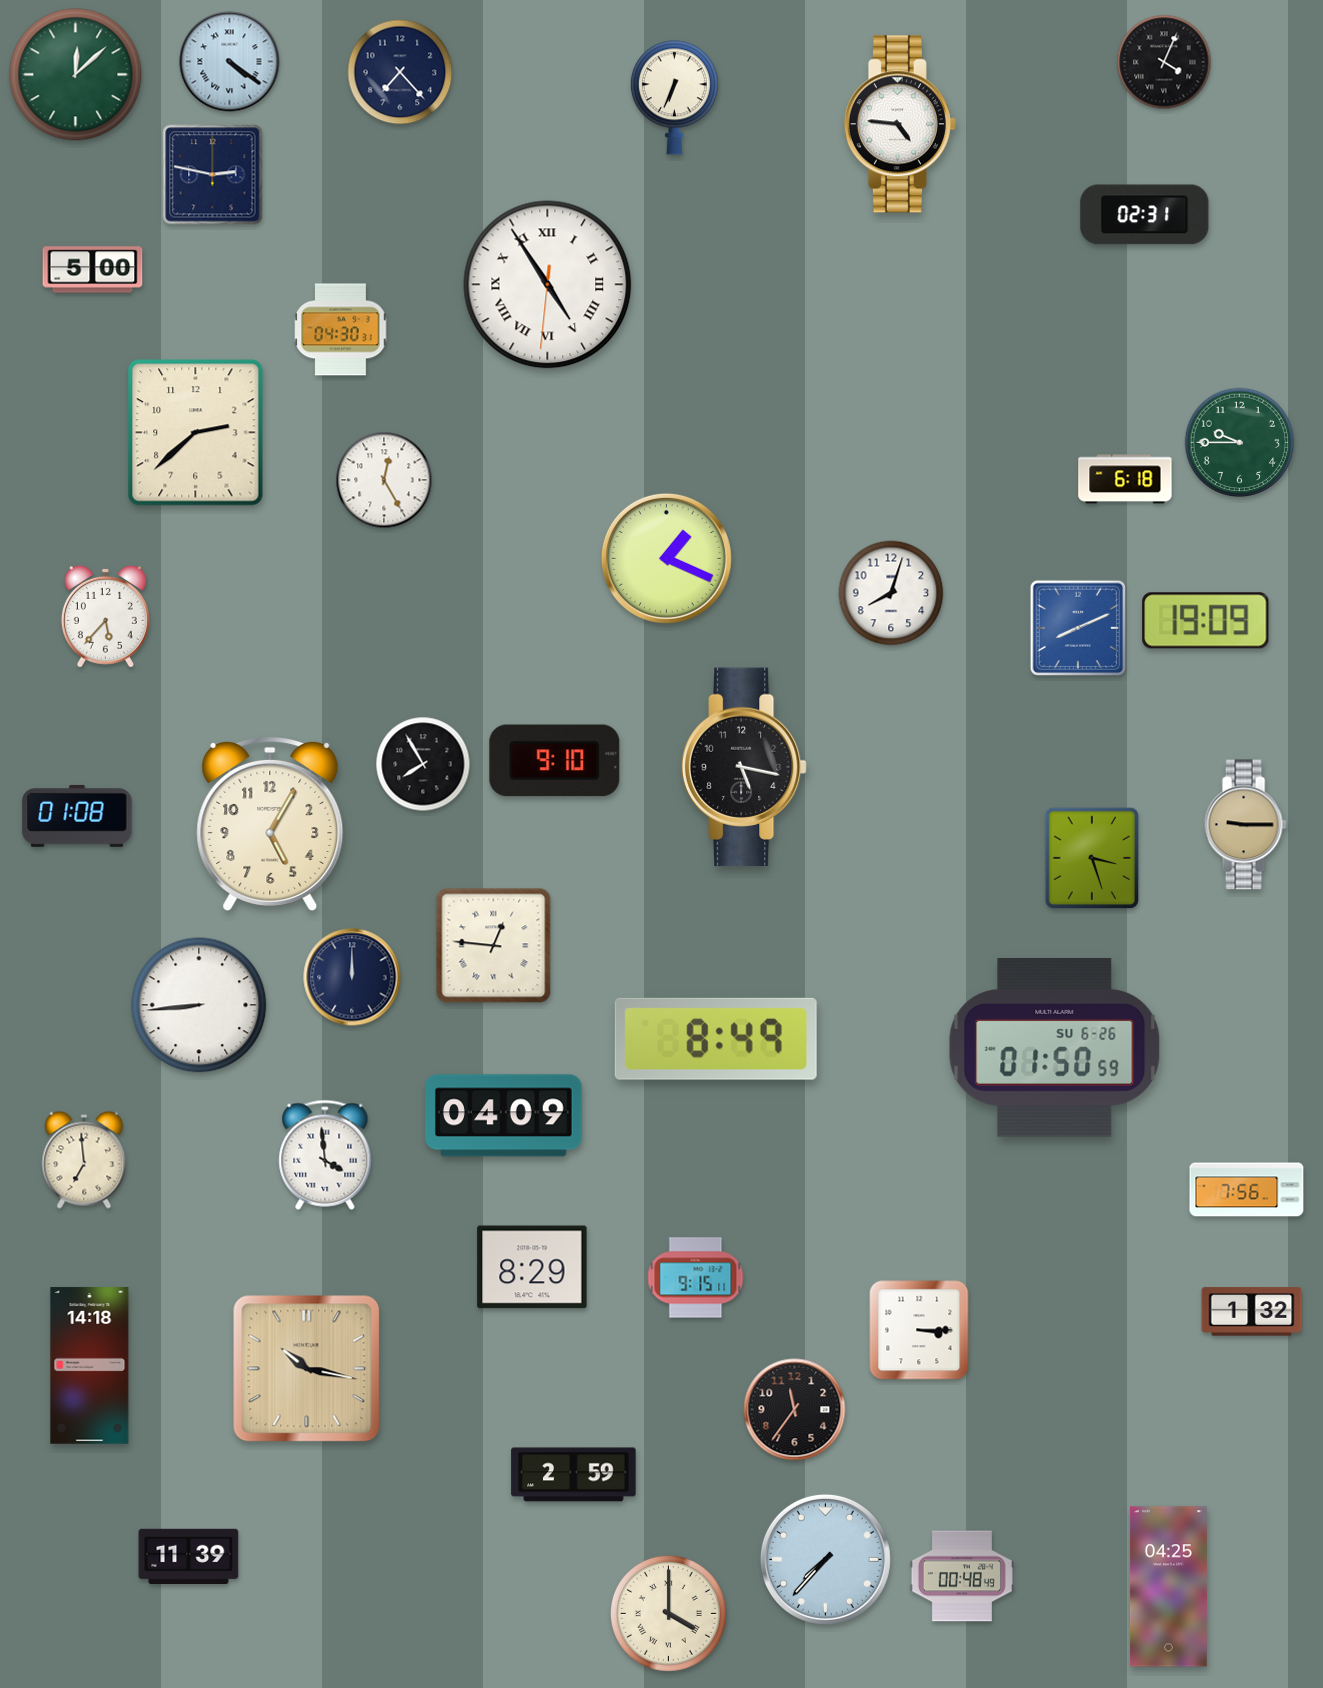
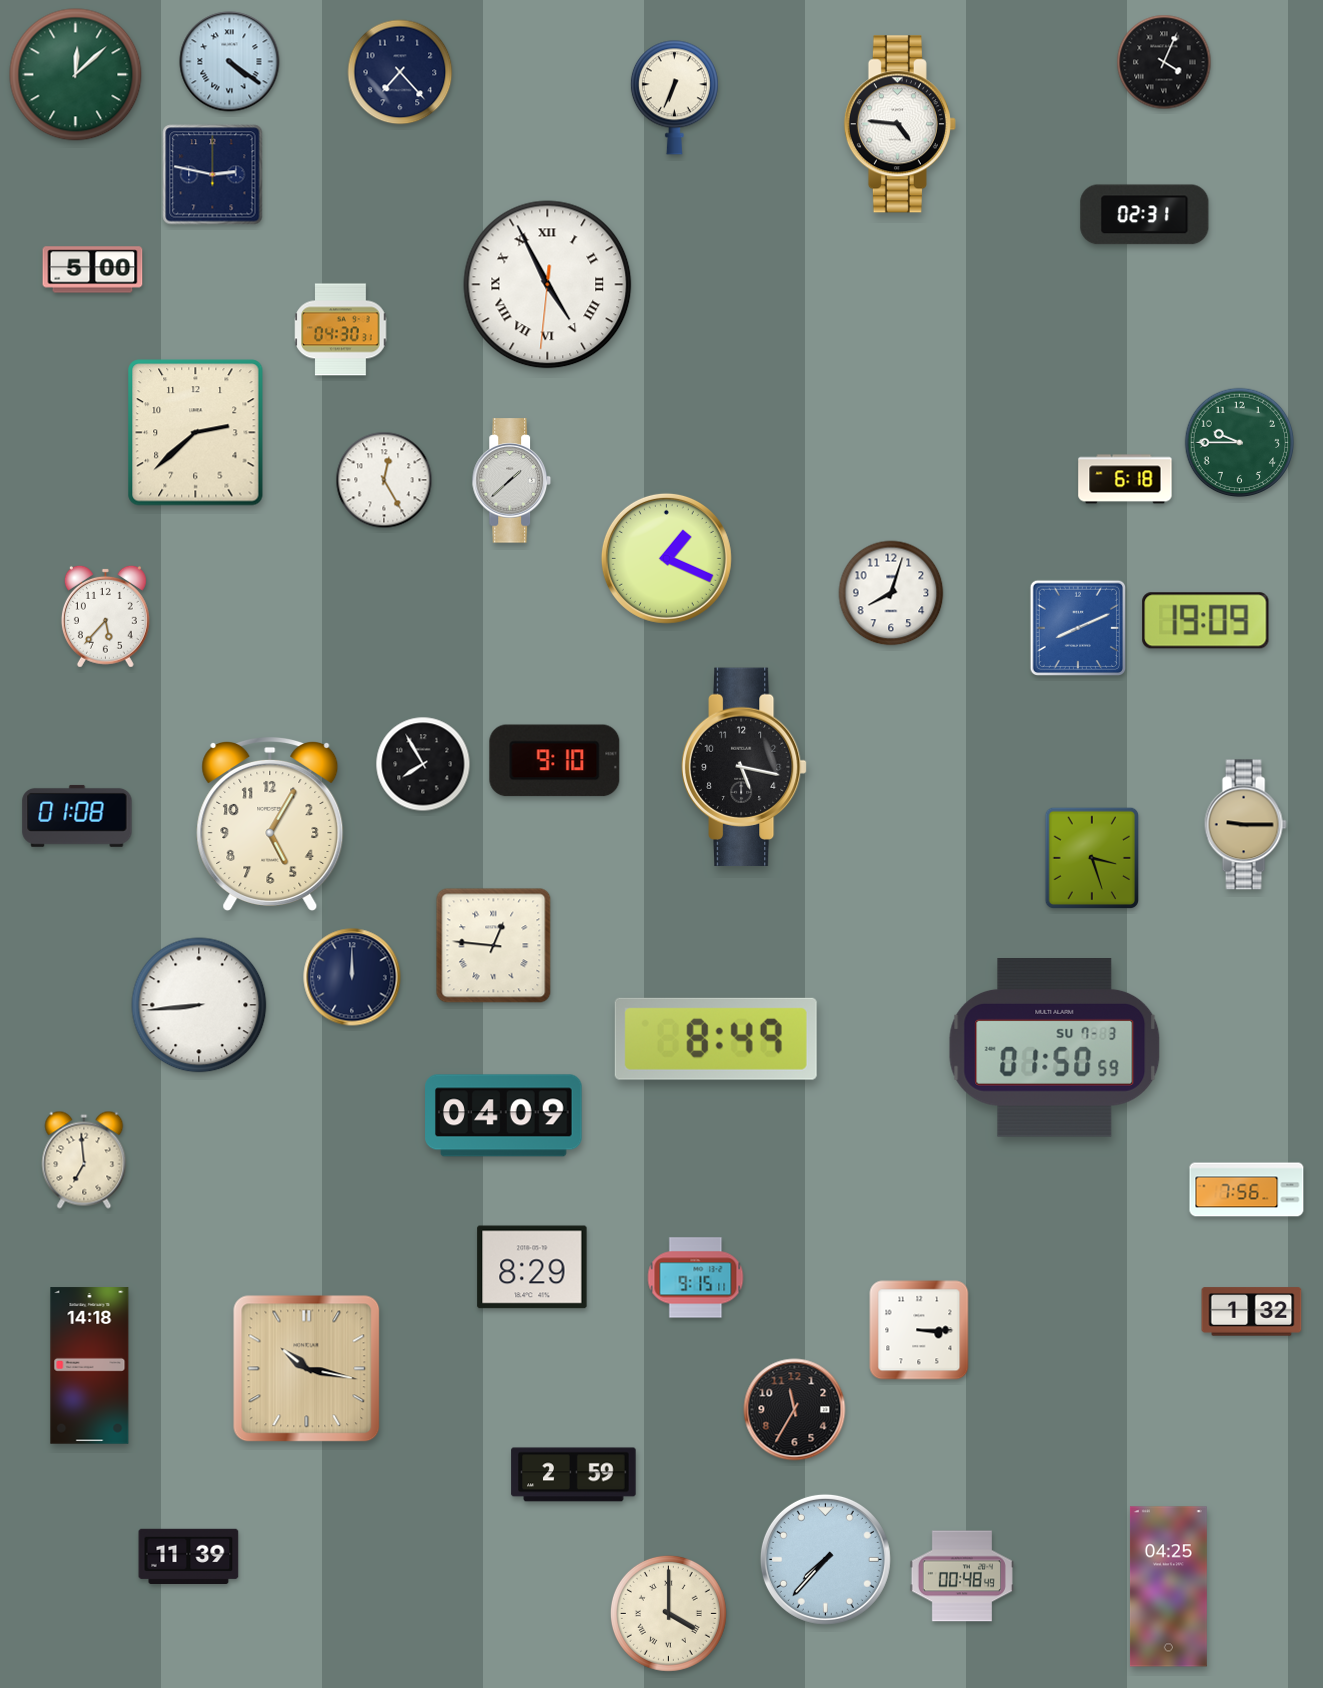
clock at (548, 285): 4:54 -> 4:55
clock at (512, 481): none -> 1:38
clock at (1055, 1048) date: SU 6-26 -> SU 7-3
clock at (325, 1155): 3:59 -> none
clock at (795, 1410): 11:36 -> 11:35
